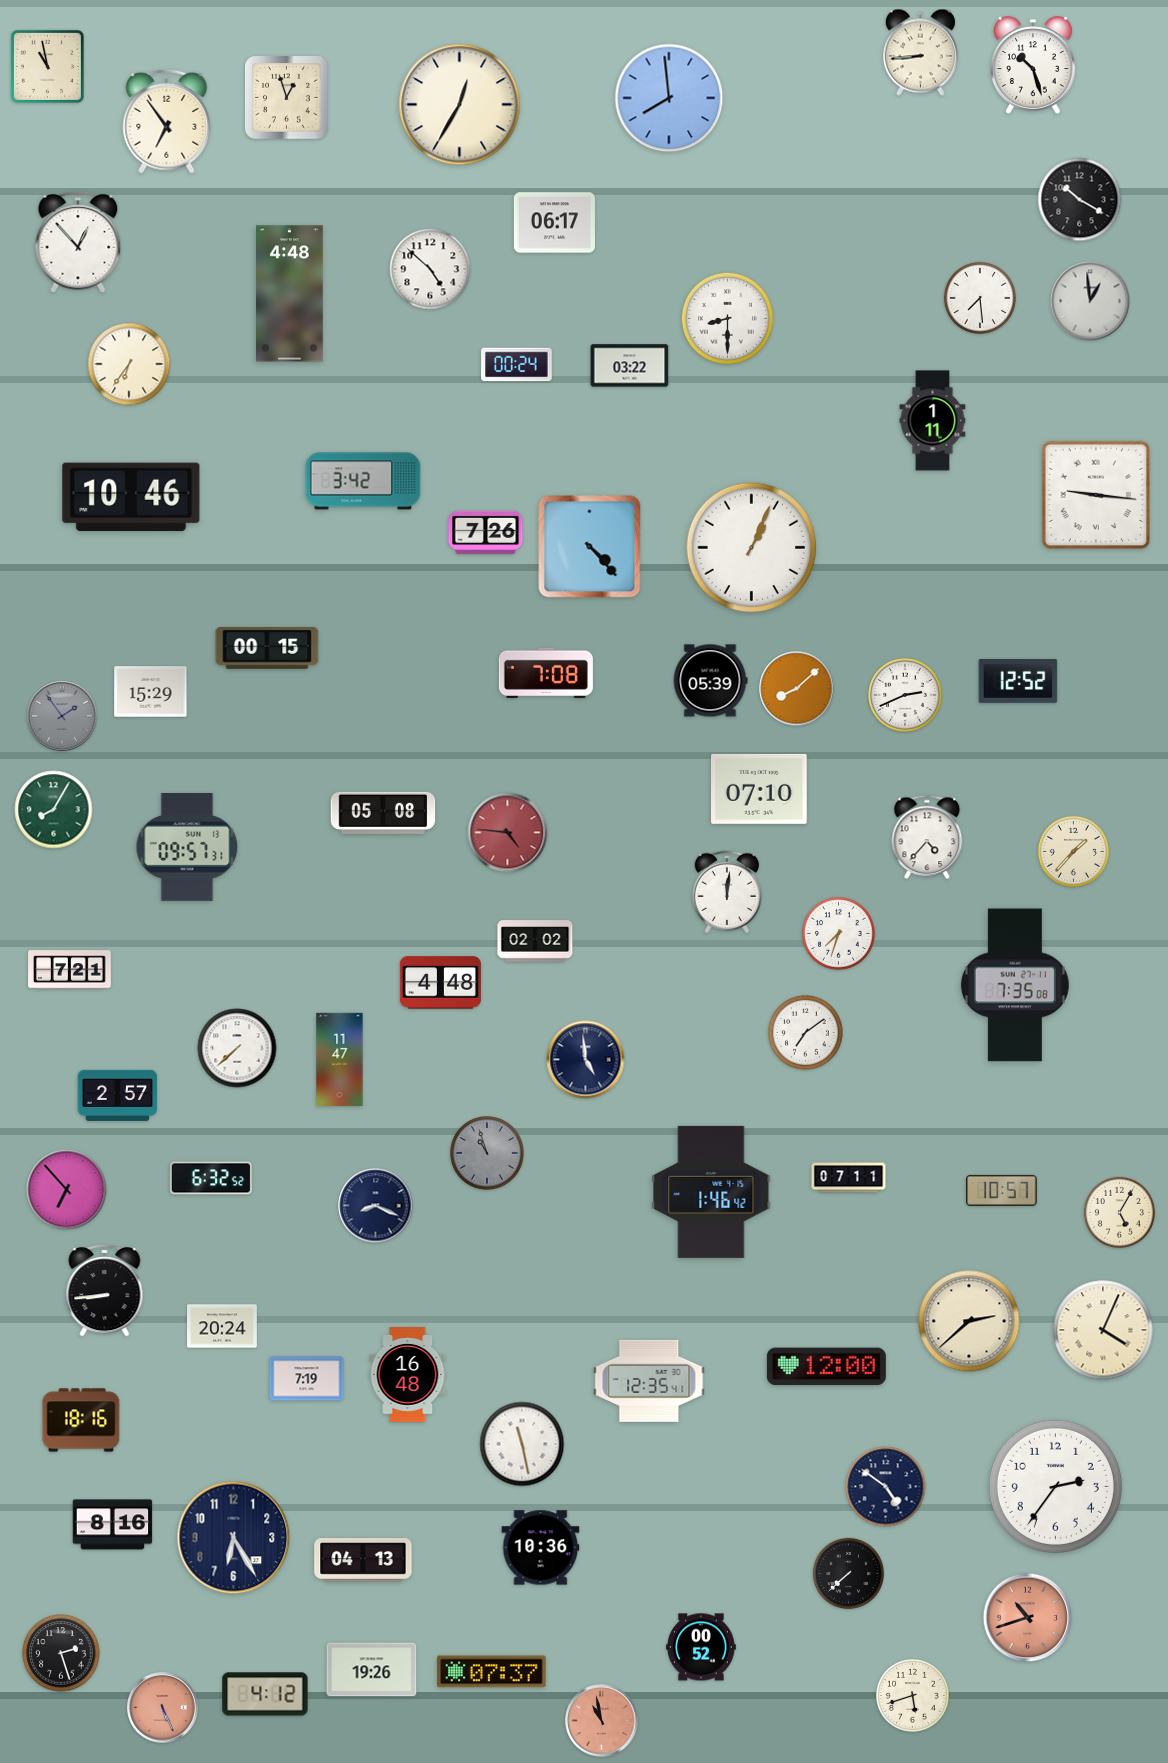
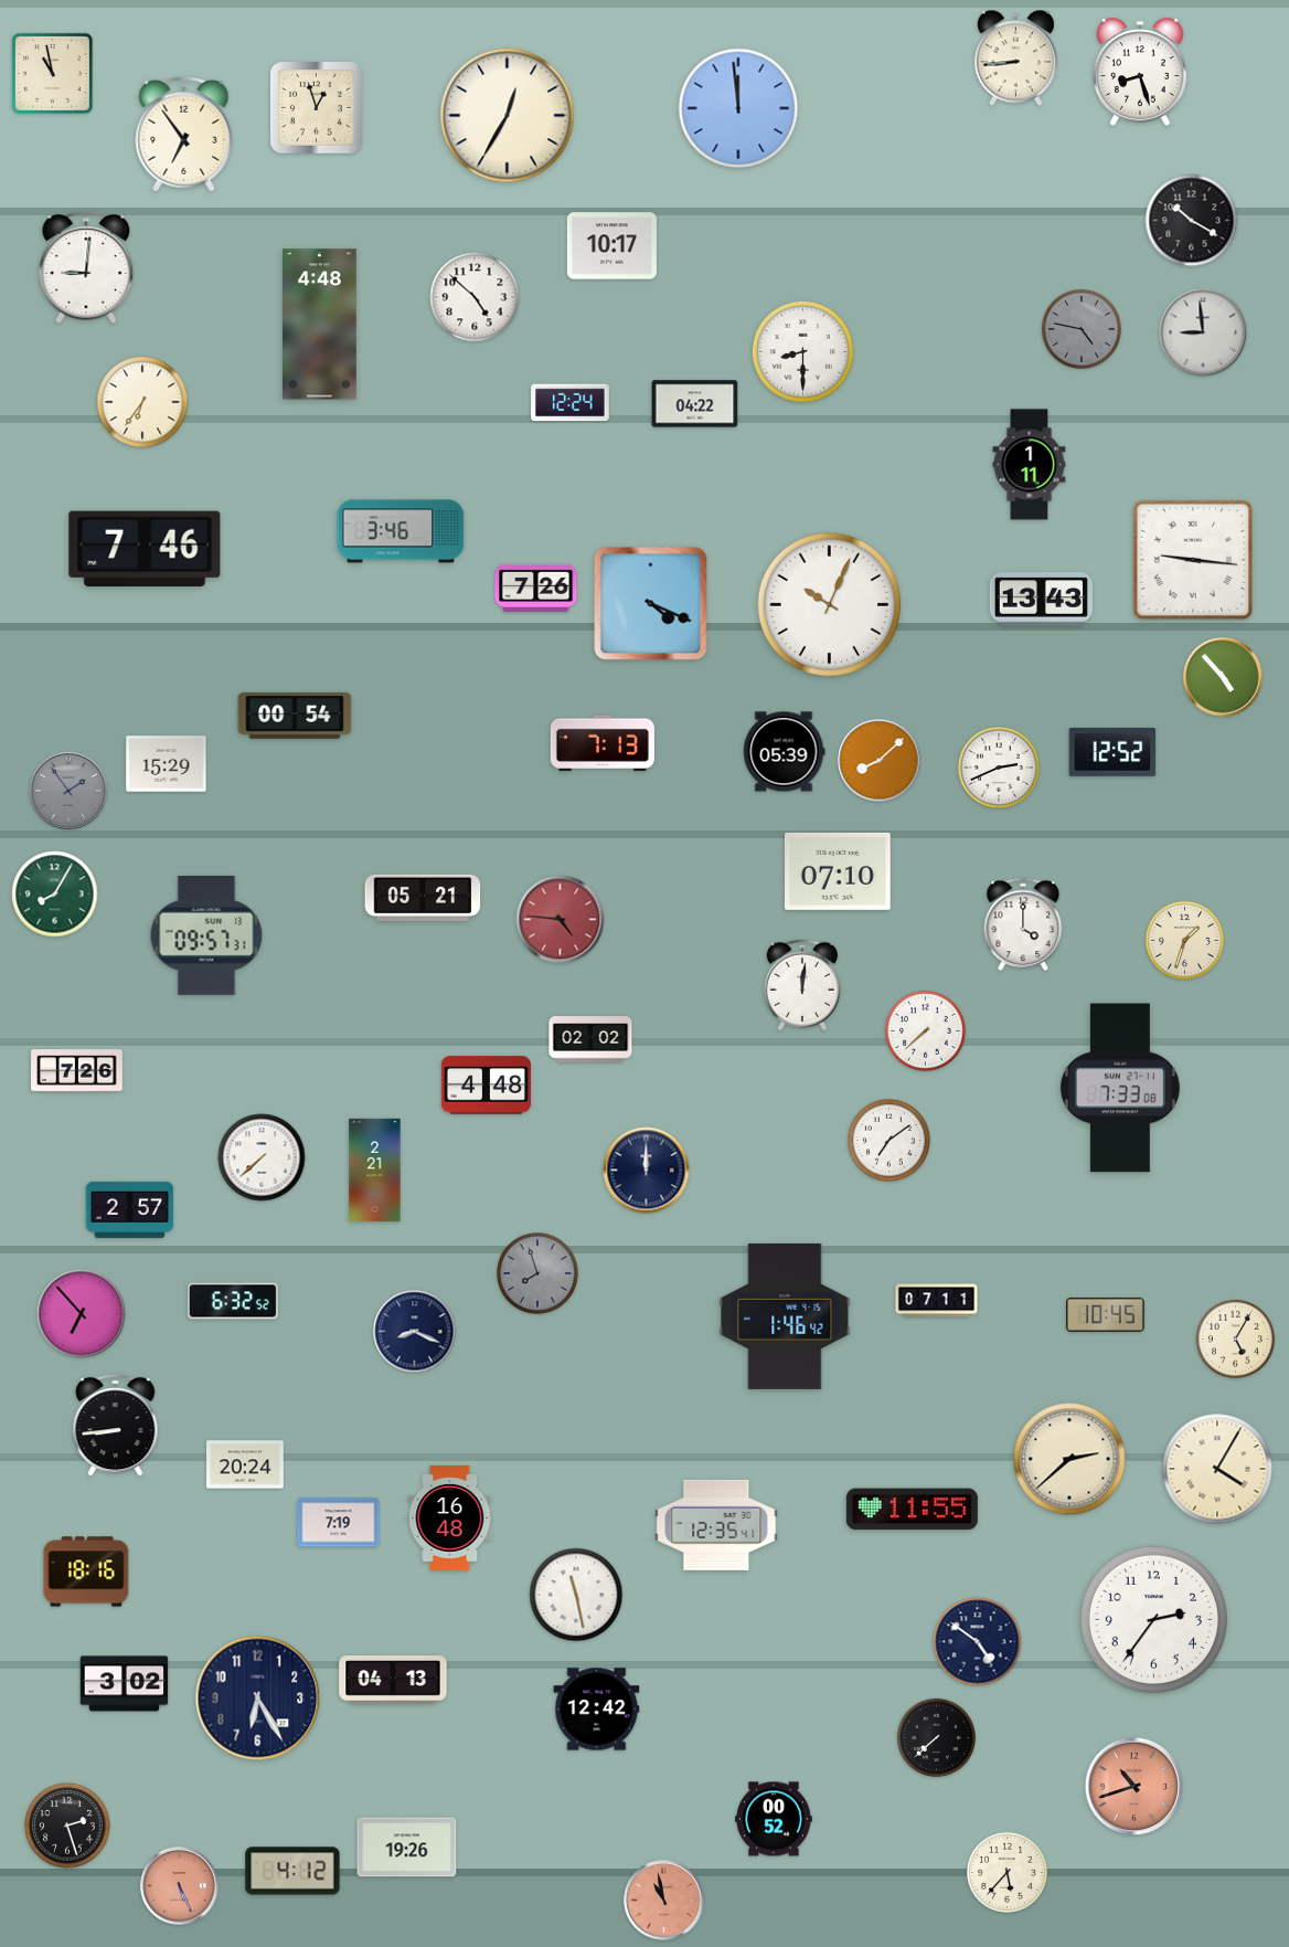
clock at (1034, 65): 10:27 -> 8:27
clock at (669, 98): 7:59 -> 11:59
clock at (554, 223): 06:17 -> 10:17
clock at (78, 242): 12:53 -> 9:01
clock at (980, 298): 7:29 -> 4:47
clock at (980, 298) dial: white -> grey
clock at (1090, 301): 12:59 -> 8:59
clock at (517, 365): 00:24 -> 12:24
clock at (630, 366): 03:22 -> 04:22
clock at (363, 481): 3:42 -> 3:46
clock at (1096, 495) position: (1096, 495) -> (1193, 560)
clock at (131, 497): 10:46 -> 7:46
clock at (1041, 600): none -> 13:43
clock at (590, 547): 4:23 -> 4:19
clock at (752, 548): 1:04 -> 10:04
clock at (1223, 677): none -> 4:53
clock at (267, 649): 00:15 -> 00:54
clock at (546, 673): 7:08 -> 7:13
clock at (1018, 681) position: (1018, 681) -> (1112, 752)
clock at (54, 810) position: (54, 810) -> (55, 895)
clock at (383, 813): 05:08 -> 05:21
clock at (927, 837): 4:37 -> 4:00
clock at (1073, 851): 1:37 -> 1:33
clock at (838, 933): 7:33 -> 7:38
clock at (70, 970): 7:21 -> 7:26
clock at (1015, 985): 7:35 -> 7:33
clock at (340, 1059): 11:47 -> 2:21
clock at (586, 1060): 4:59 -> 12:00
clock at (488, 1154): 10:57 -> 7:57
clock at (67, 1190) position: (67, 1190) -> (82, 1314)
clock at (1002, 1190): 10:57 -> 10:45
clock at (1103, 1330): 4:04 -> 4:05
clock at (826, 1367): 12:00 -> 11:55
clock at (81, 1420) position: (81, 1420) -> (86, 1572)
clock at (1055, 1486) position: (1055, 1486) -> (1153, 1619)
clock at (113, 1525): 8:16 -> 3:02
clock at (541, 1548): 10:36 -> 12:42
clock at (363, 1560) position: (363, 1560) -> (393, 1680)
clock at (372, 1670) position: (372, 1670) -> (407, 1848)
clock at (492, 1672): 07:37 -> none
clock at (912, 1695): 5:42 -> 5:37
